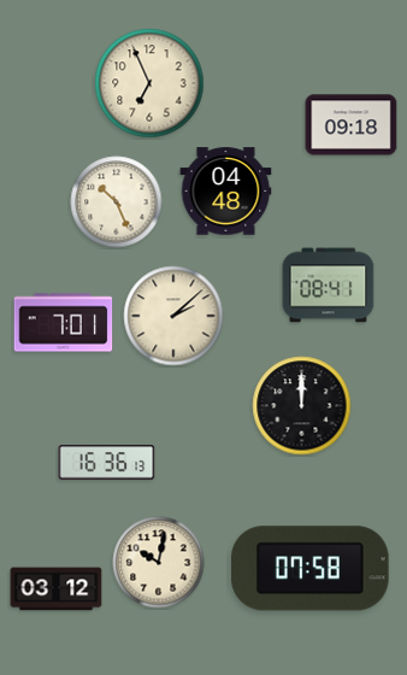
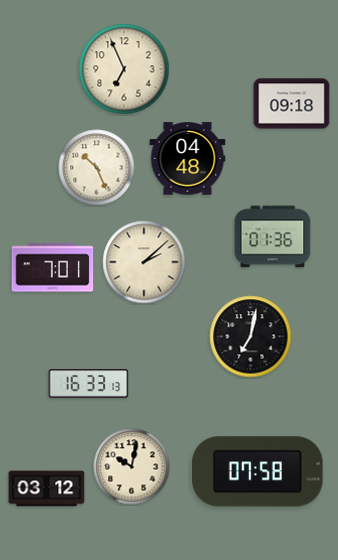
clock at (329, 286): 08:41 -> 01:36
clock at (302, 406): 12:00 -> 7:02
clock at (107, 463): 16:36 -> 16:33
